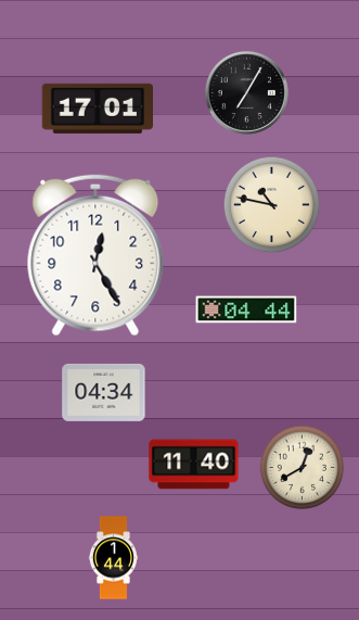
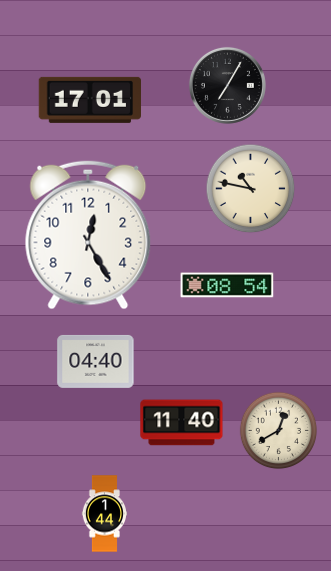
clock at (246, 309): 04:44 -> 08:54
clock at (104, 392): 04:34 -> 04:40
clock at (194, 465) position: (194, 465) -> (182, 423)
